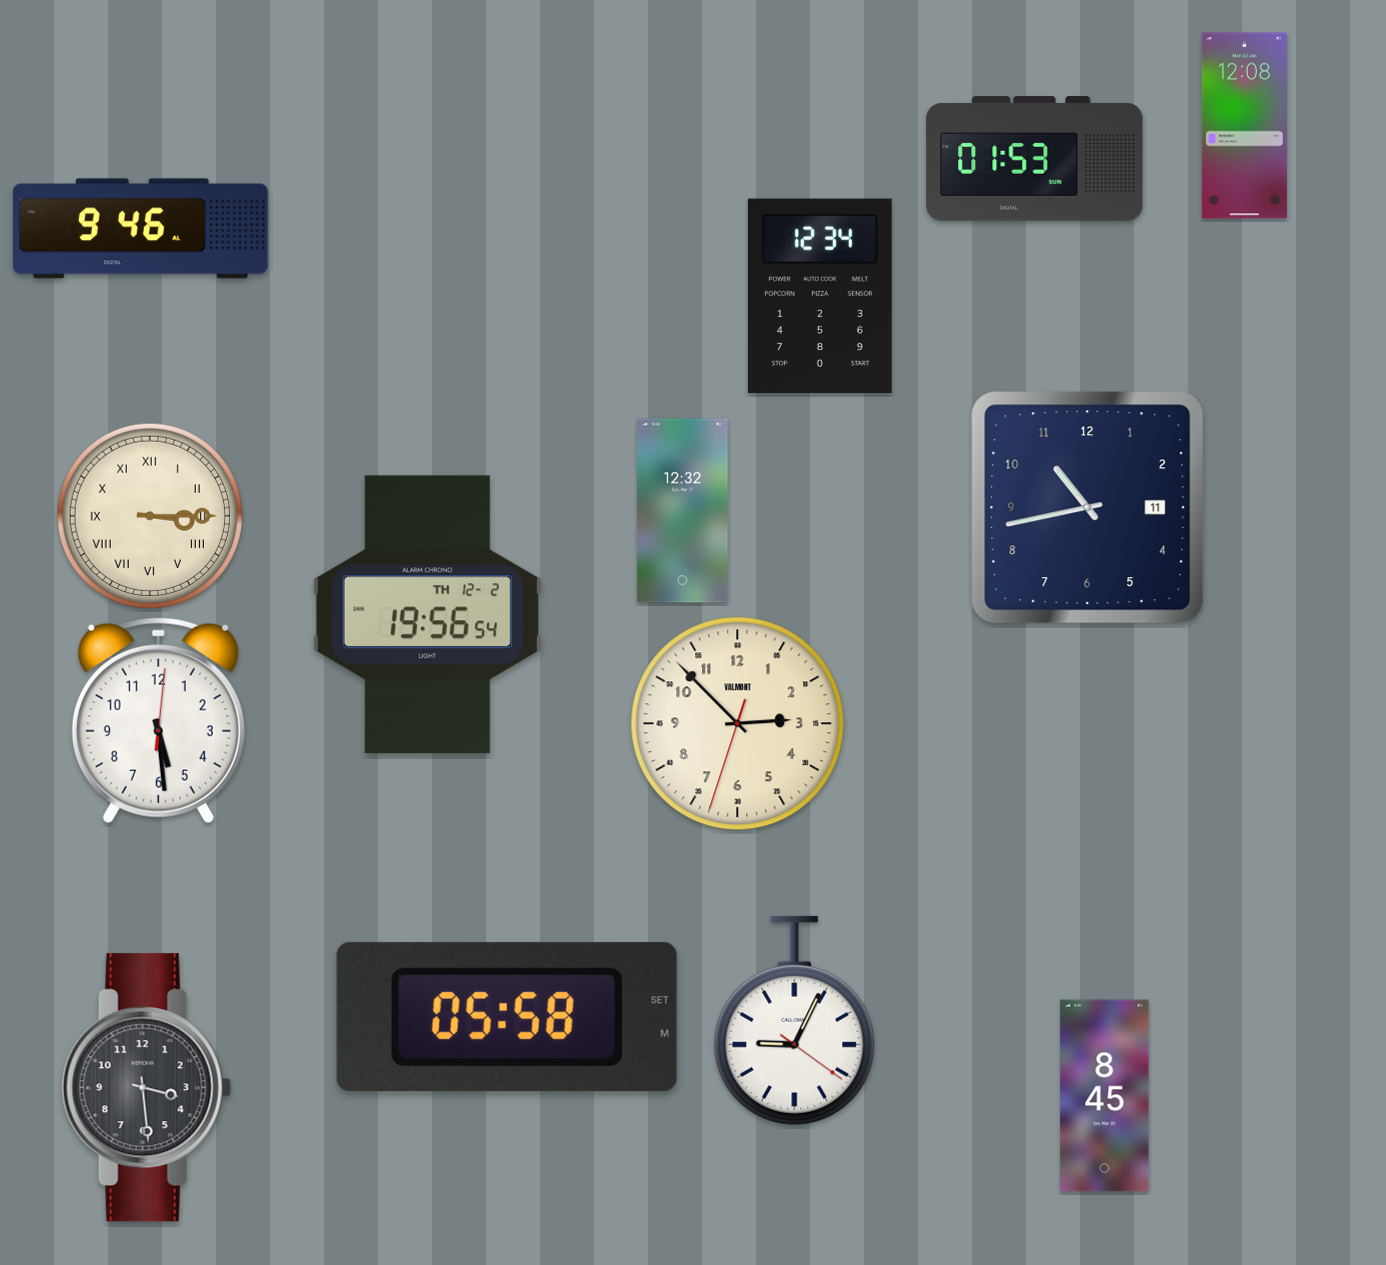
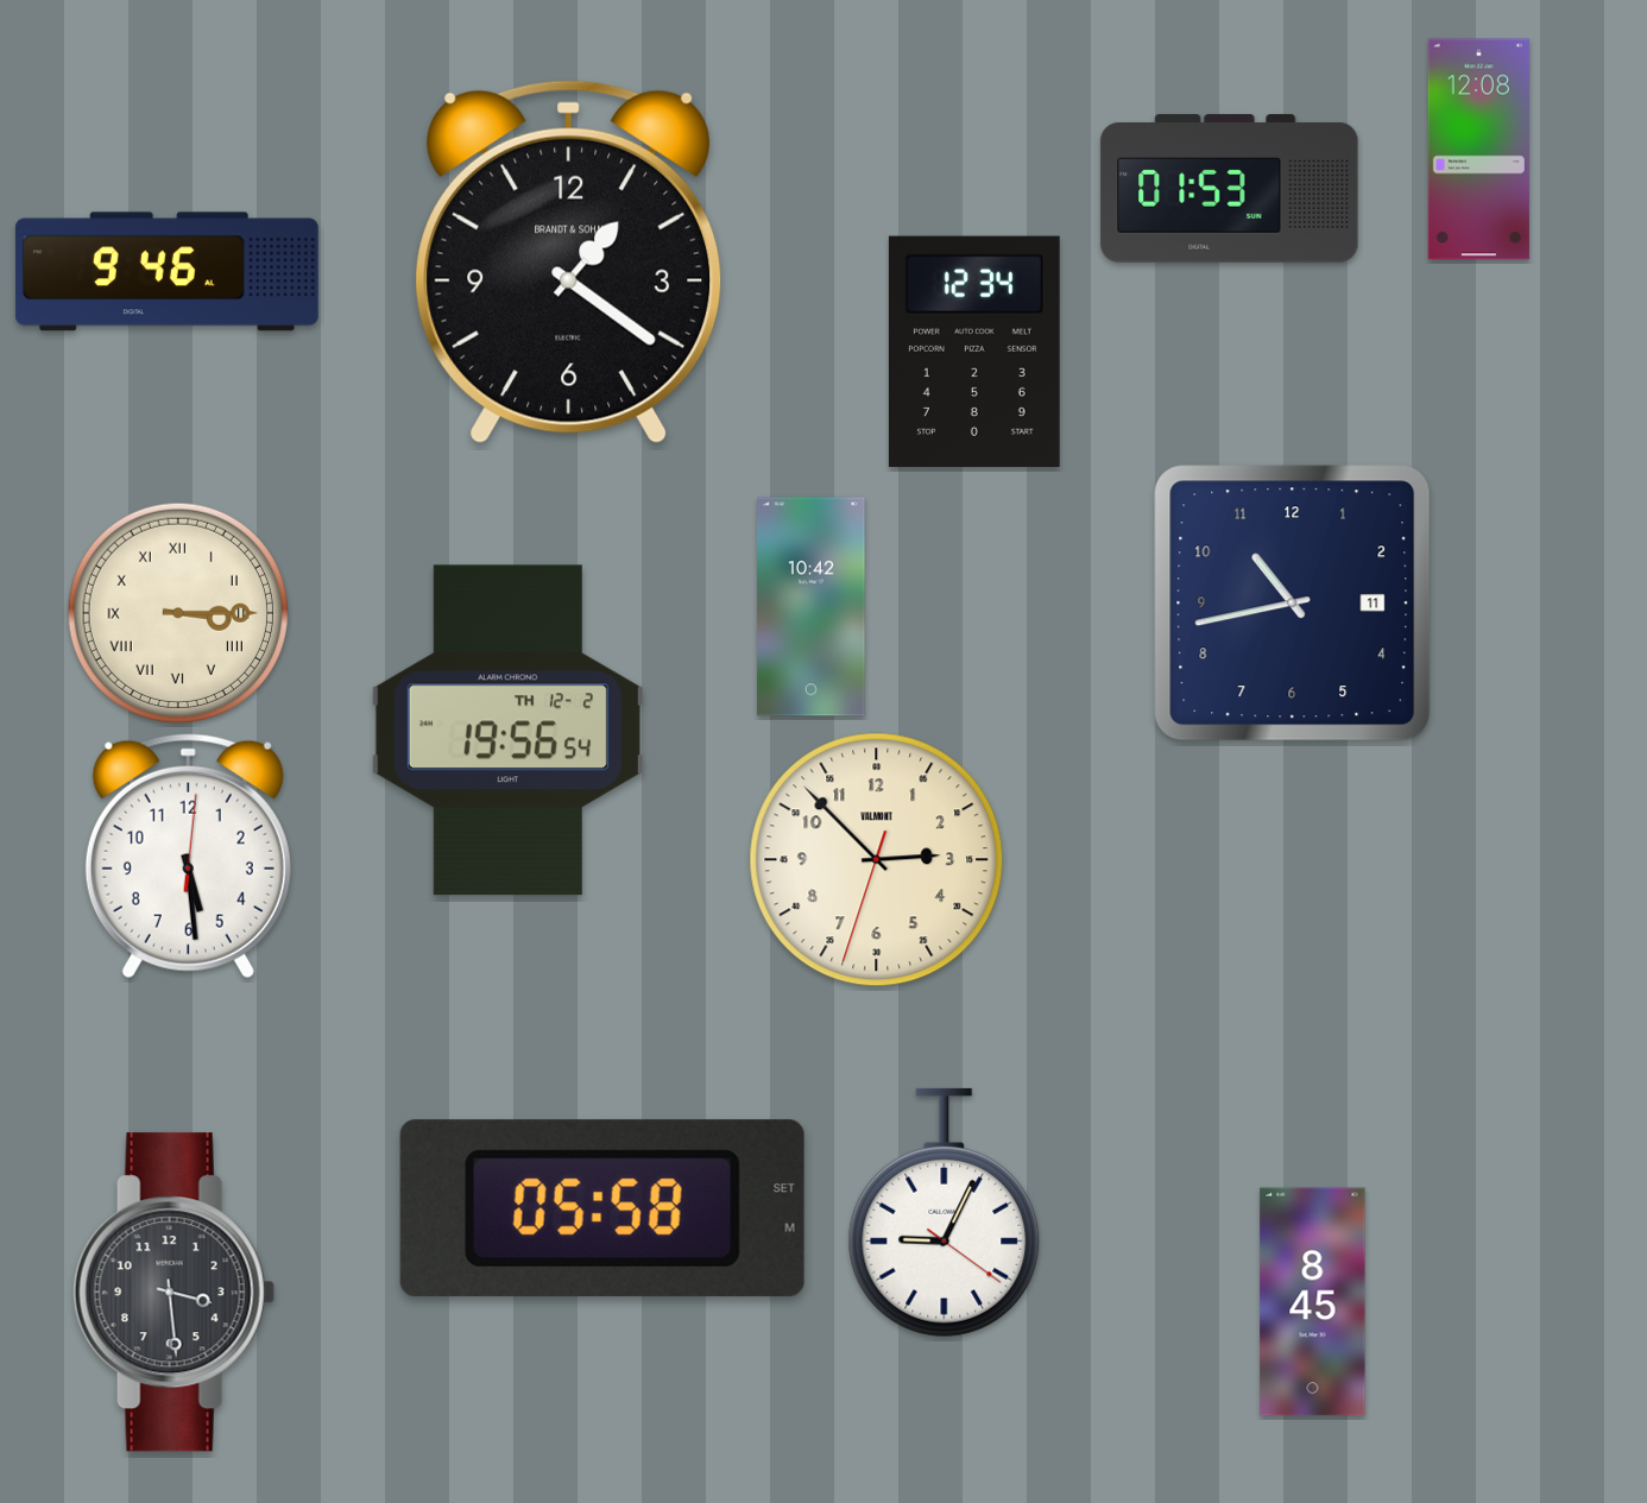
clock at (569, 261): none -> 1:21
clock at (683, 511): 12:32 -> 10:42
